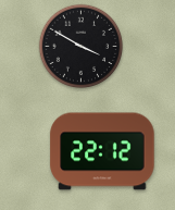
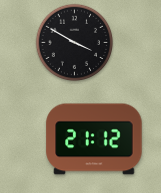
clock at (102, 151): 22:12 -> 21:12
